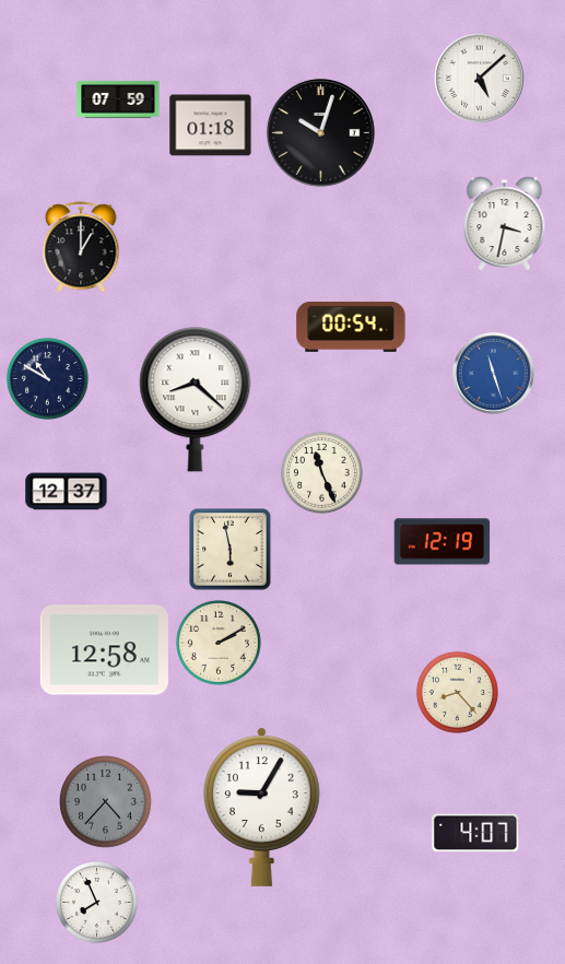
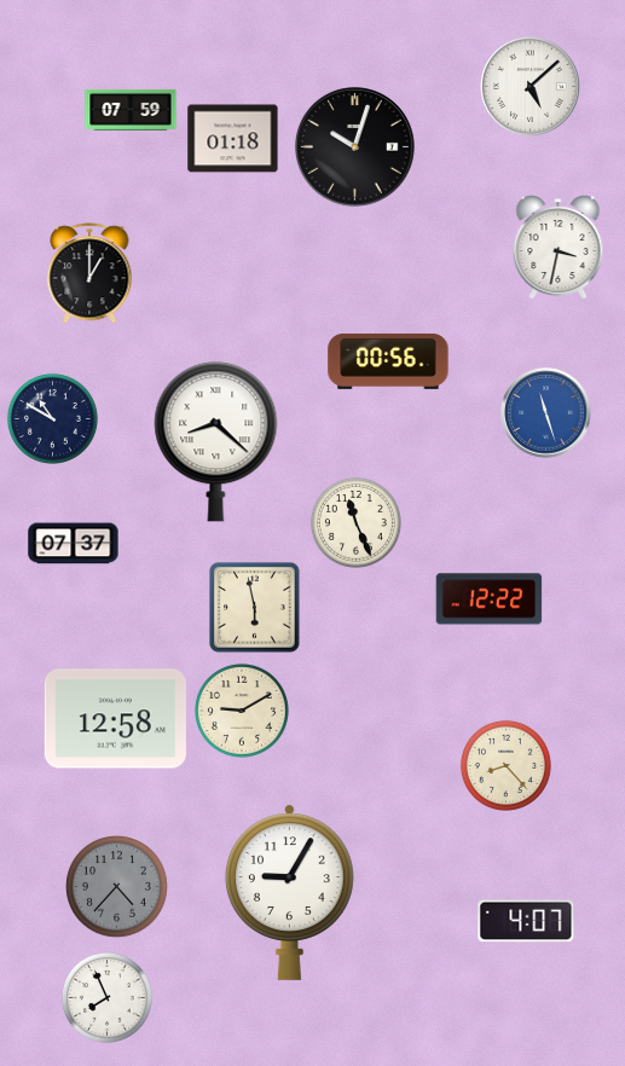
clock at (351, 327): 00:54 -> 00:56
clock at (67, 492): 12:37 -> 07:37
clock at (443, 542): 12:19 -> 12:22
clock at (219, 643): 2:10 -> 9:10
